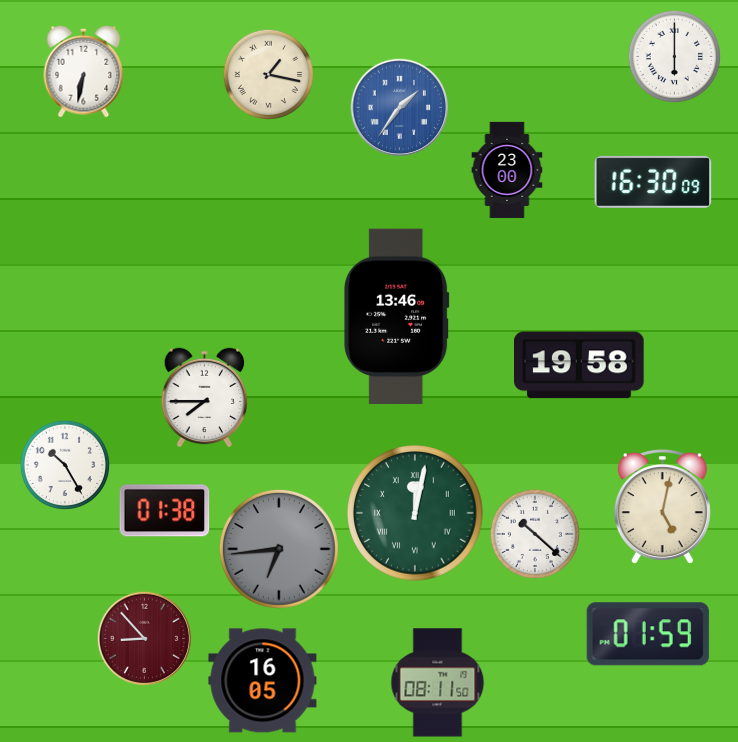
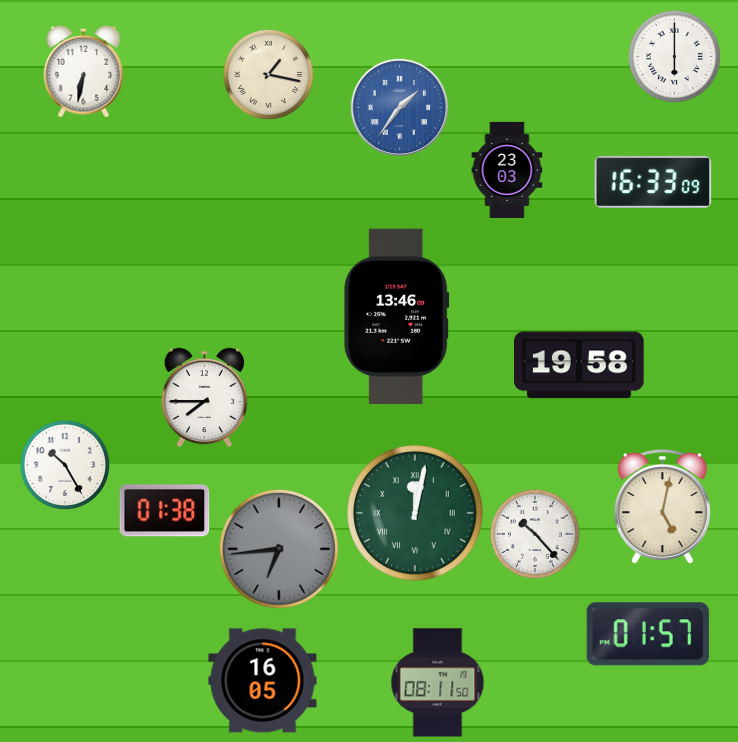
clock at (507, 170): 23:00 -> 23:03
clock at (653, 182): 16:30 -> 16:33
clock at (535, 534): 10:22 -> 10:23
clock at (648, 634): 01:59 -> 01:57
clock at (144, 638): 8:53 -> none
